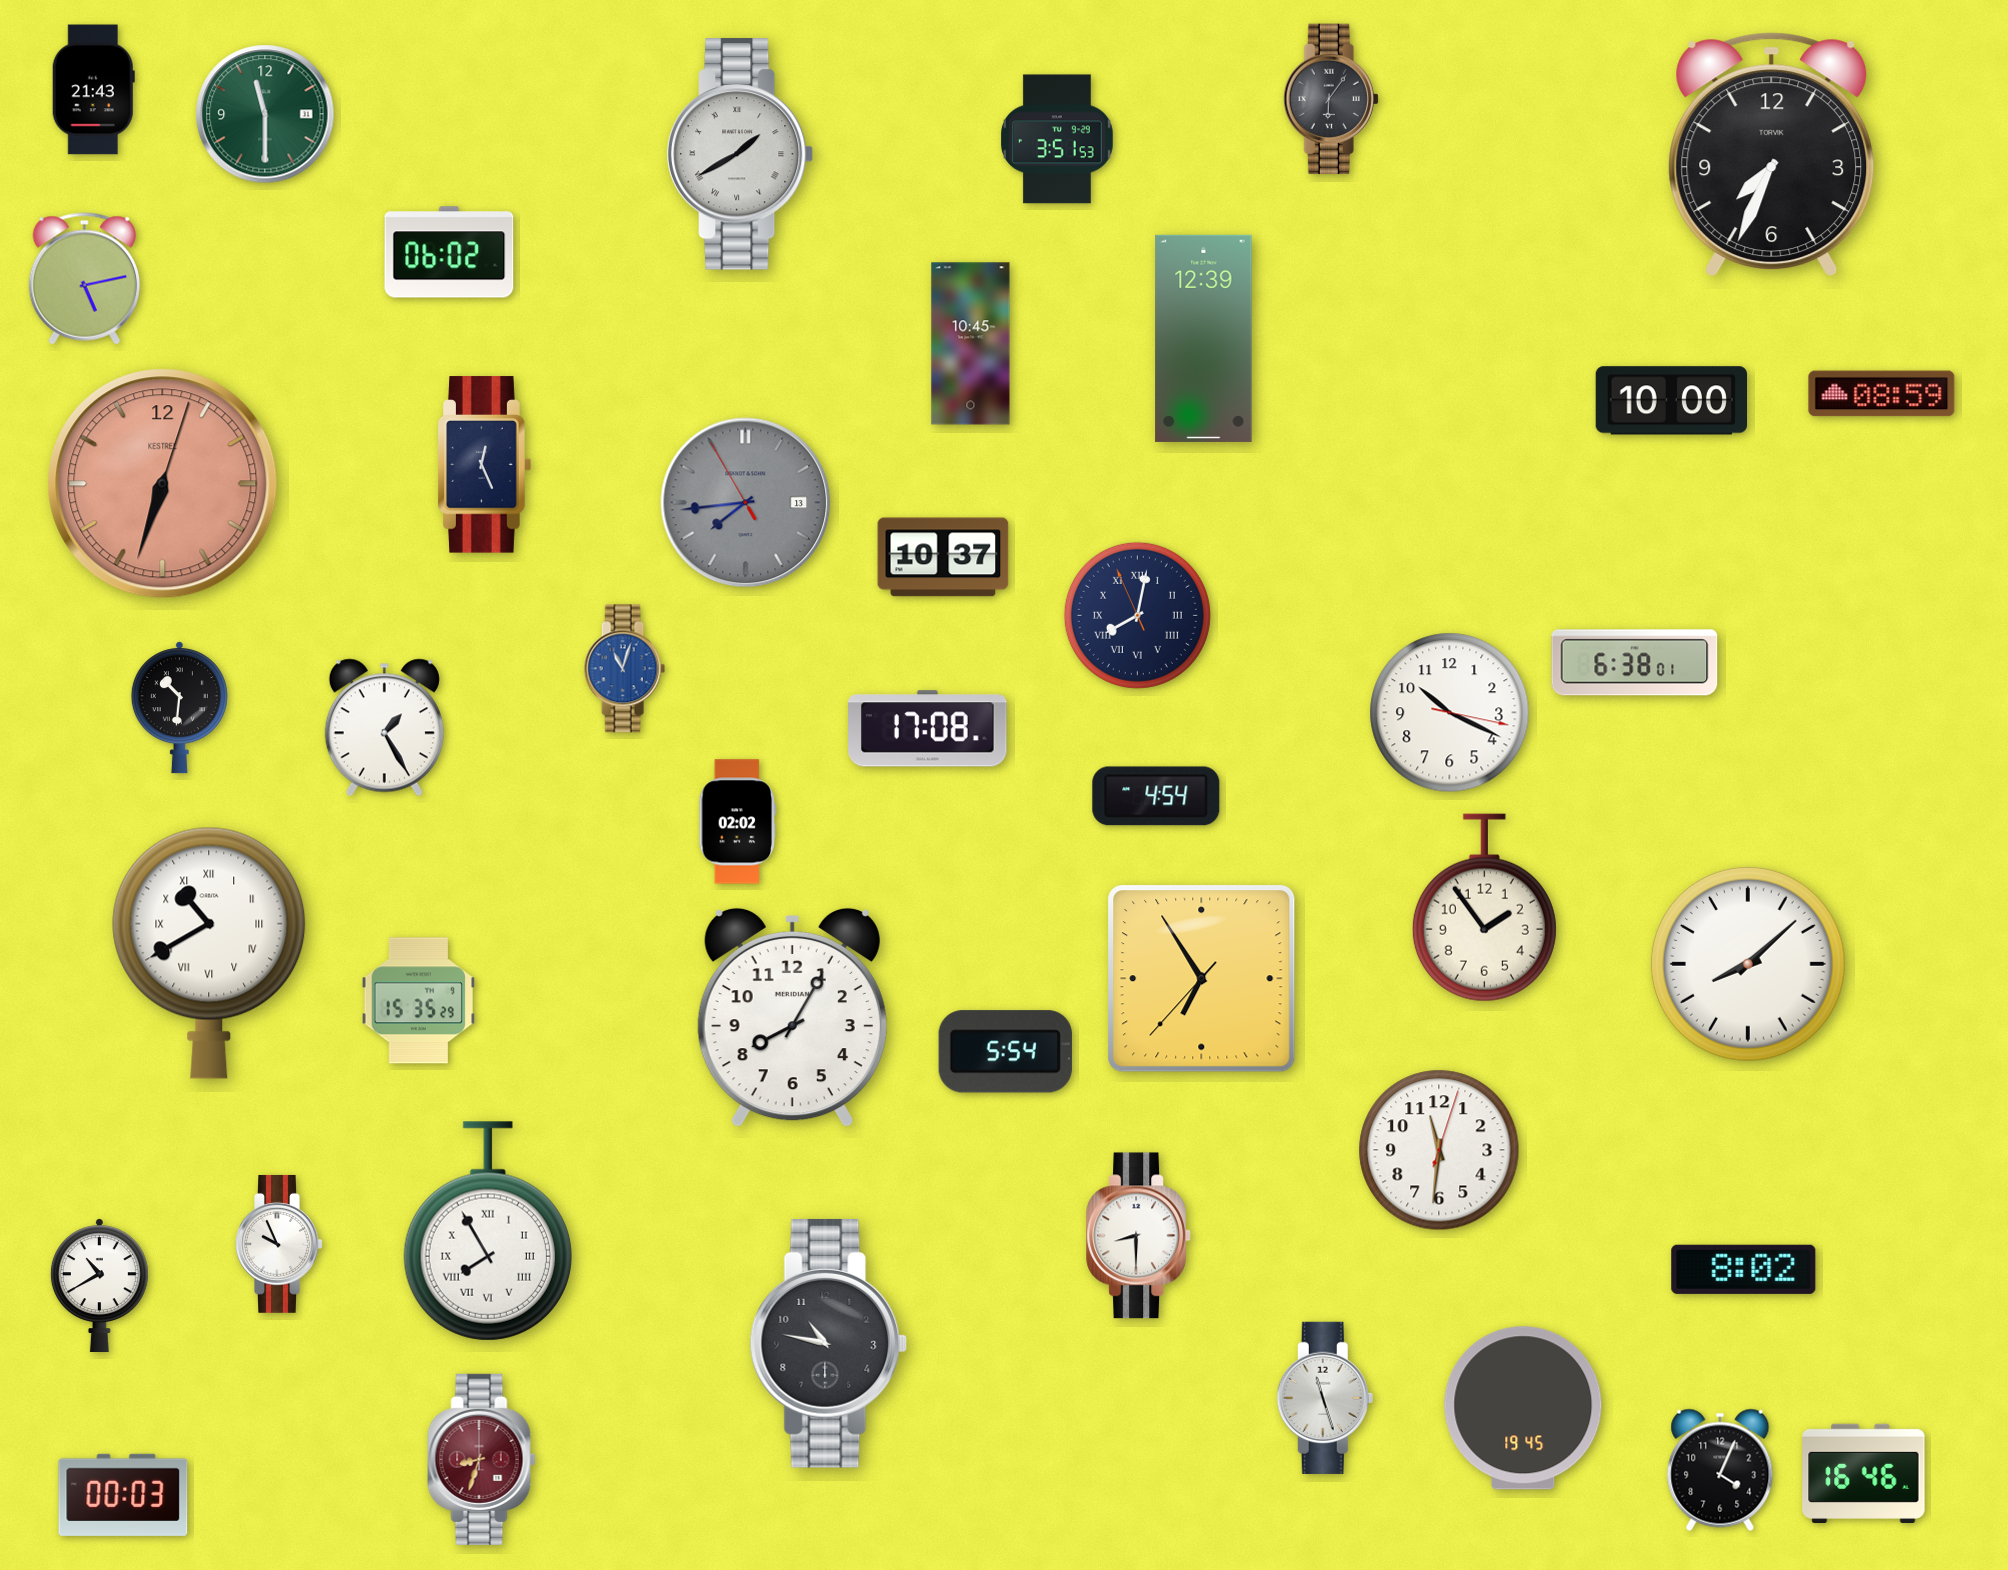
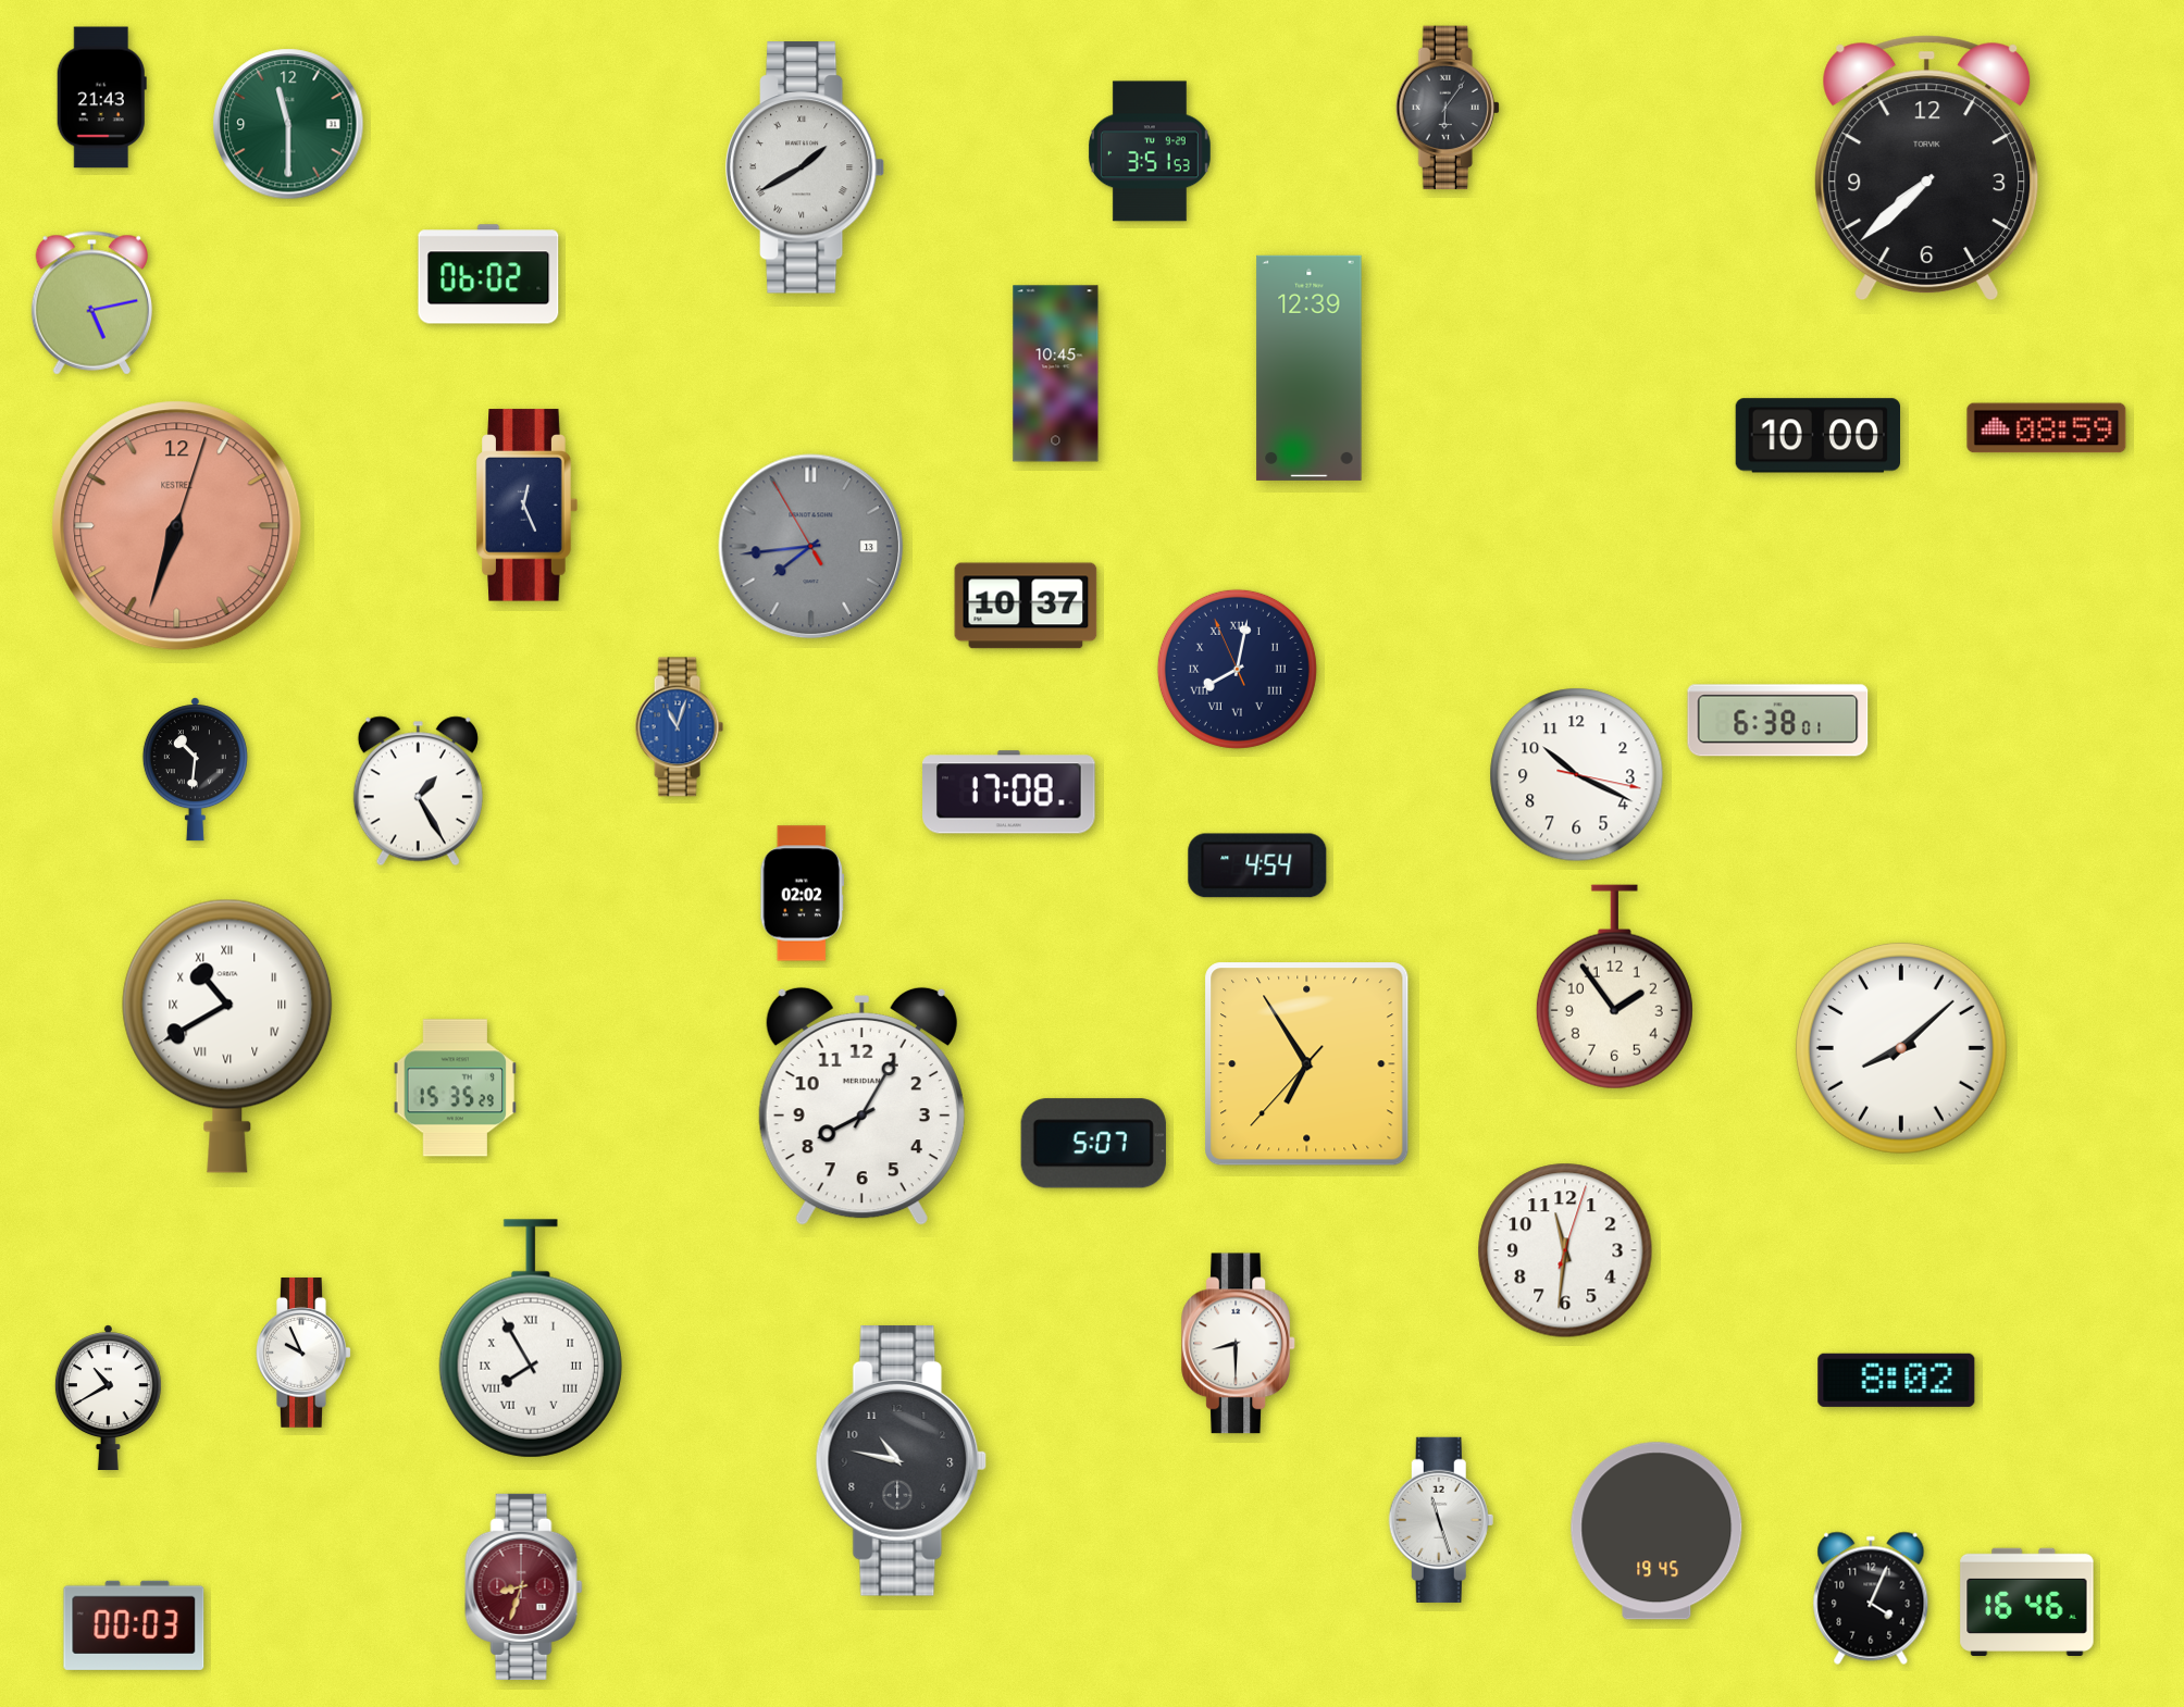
clock at (1772, 155): 7:34 -> 7:38
clock at (1005, 1052): 5:54 -> 5:07
